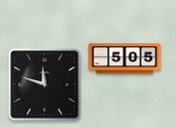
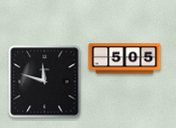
clock at (45, 85) position: (45, 85) -> (45, 82)
